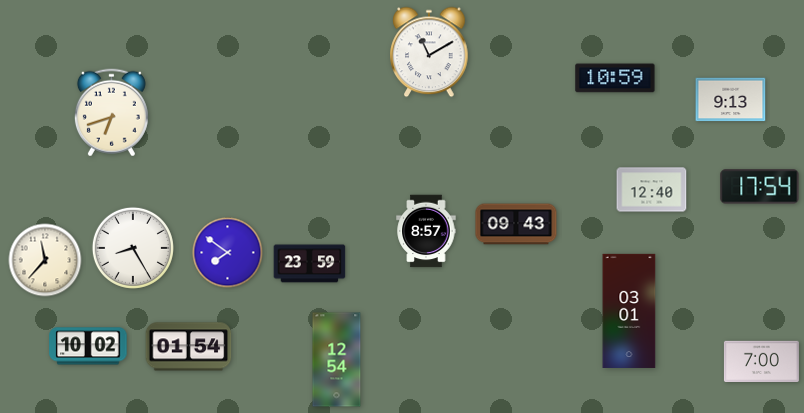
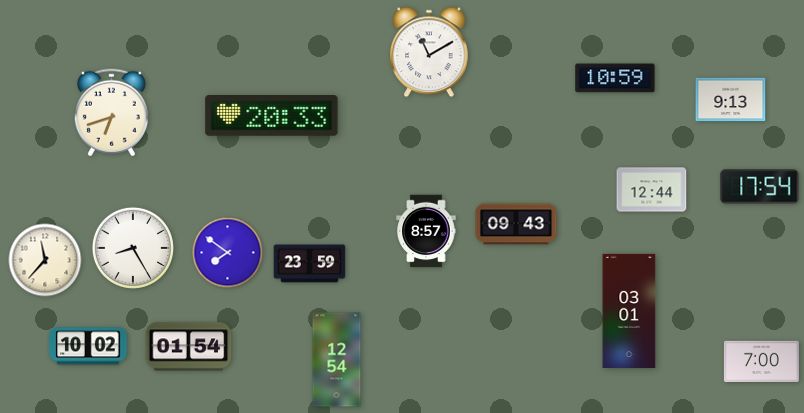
clock at (272, 116): none -> 20:33
clock at (652, 190): 12:40 -> 12:44
